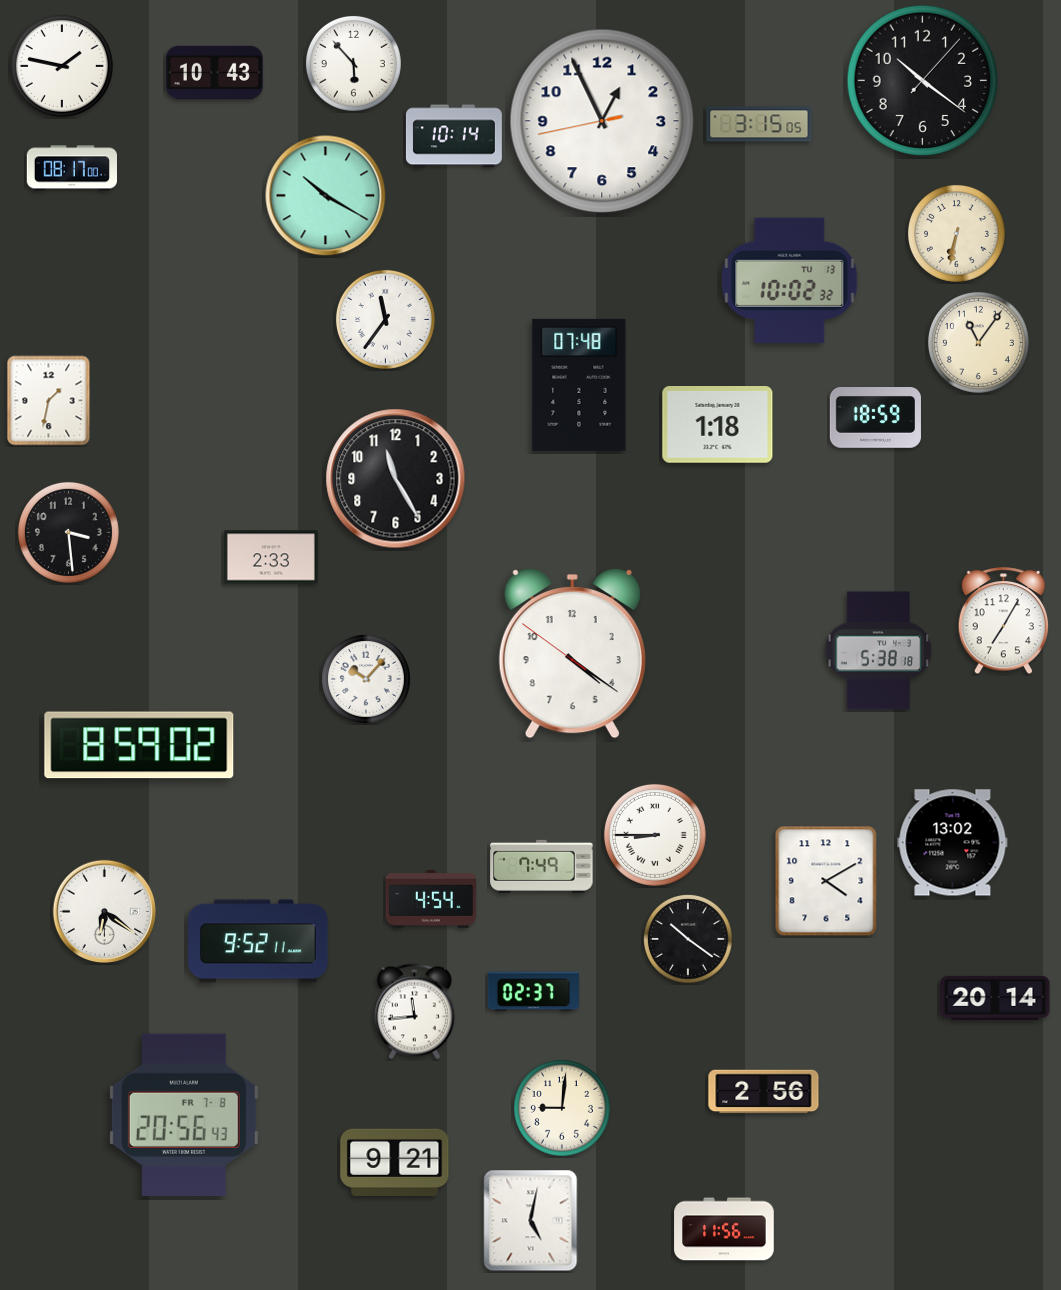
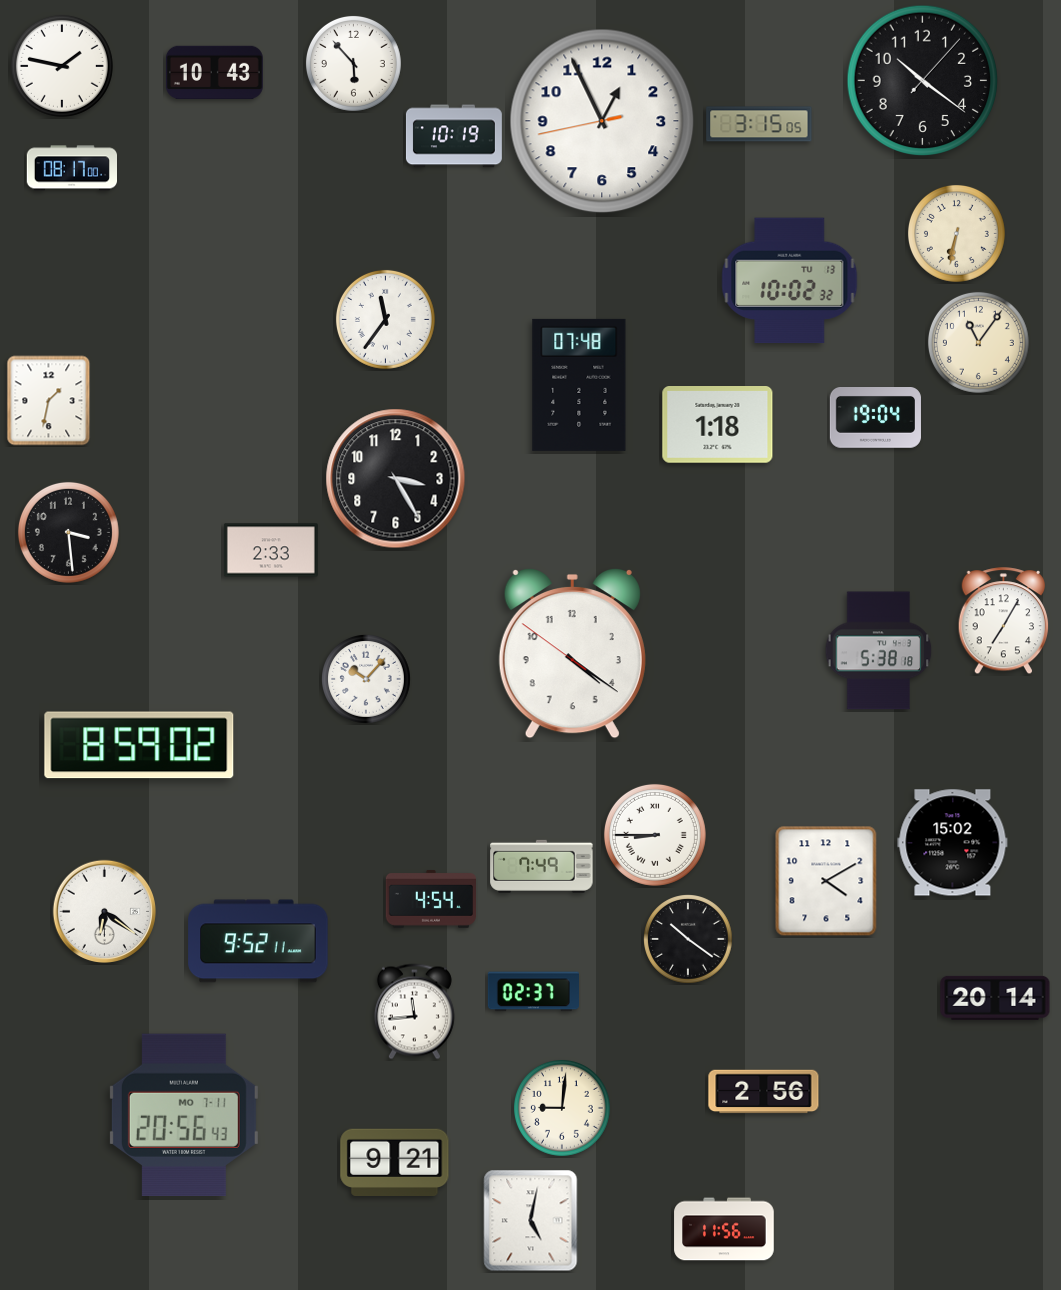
clock at (454, 136): 10:14 -> 10:19
clock at (326, 196): 10:20 -> none
clock at (875, 418): 18:59 -> 19:04
clock at (396, 479): 11:25 -> 3:25
clock at (271, 557) position: (271, 557) -> (271, 550)
clock at (953, 843): 13:02 -> 15:02
clock at (184, 1114) date: FR 7-8 -> MO 7-11
